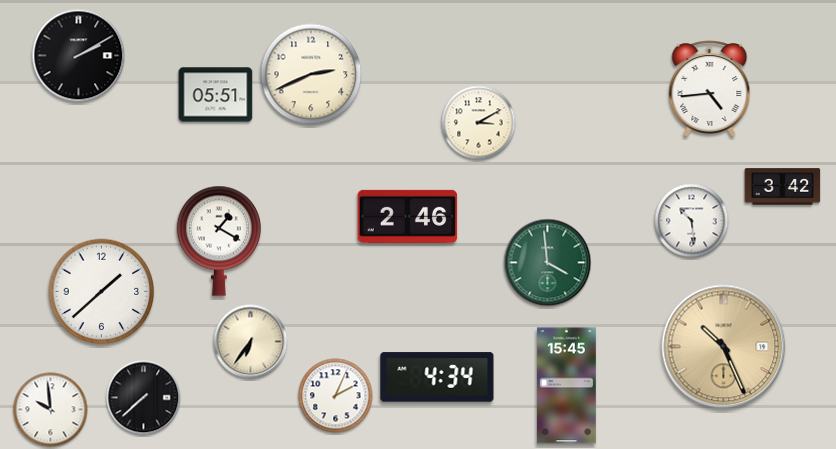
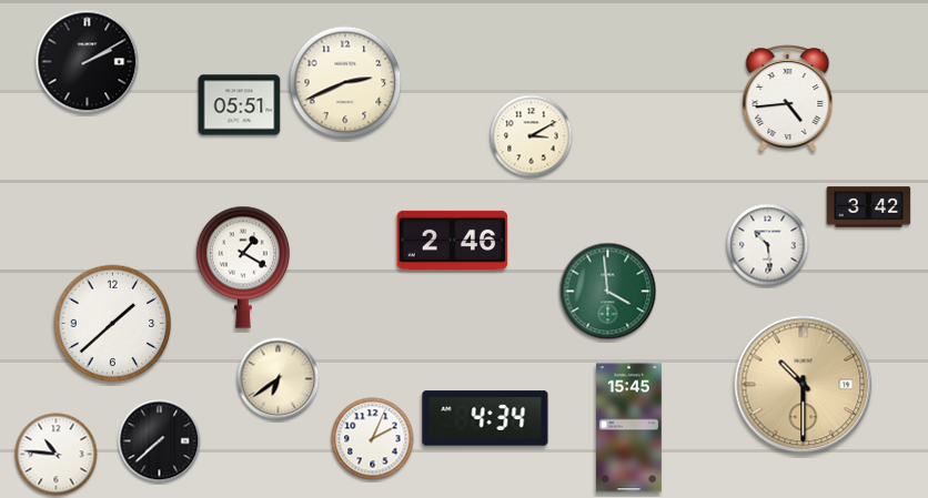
clock at (251, 342): 6:36 -> 6:39
clock at (724, 347): 10:26 -> 10:30
clock at (51, 410): 9:59 -> 10:46
